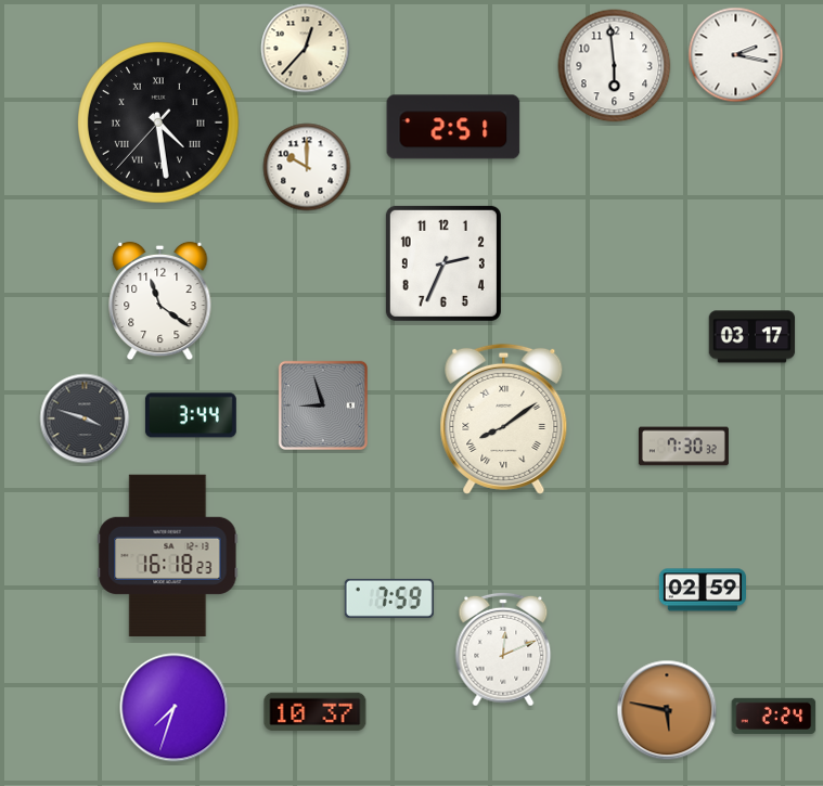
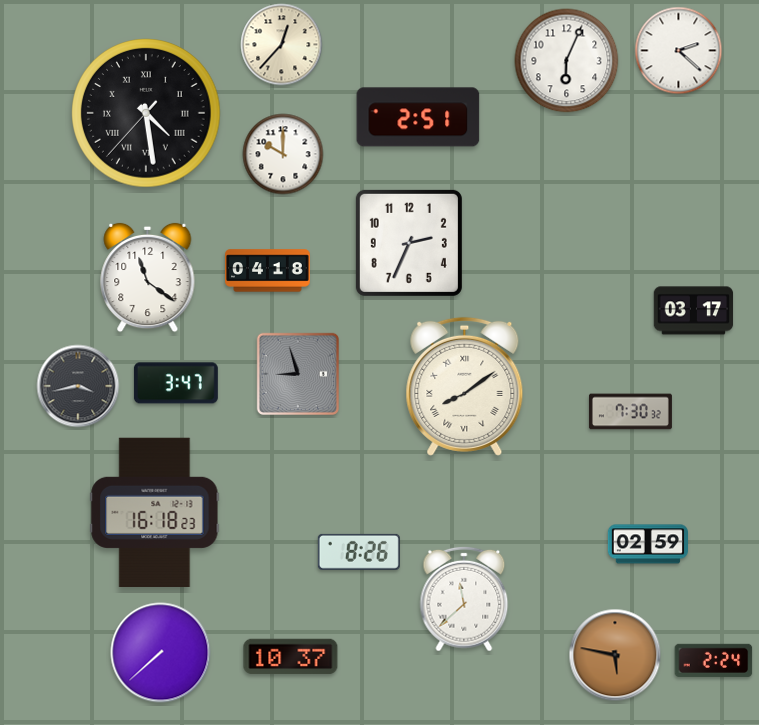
clock at (736, 55): 2:17 -> 2:22
clock at (615, 66): 5:59 -> 6:04
clock at (268, 271): none -> 04:18
clock at (191, 415): 3:44 -> 3:47
clock at (85, 418): 3:48 -> 3:43
clock at (389, 598): 7:59 -> 8:26
clock at (503, 649): 12:11 -> 11:38
clock at (175, 708): 7:33 -> 7:38
